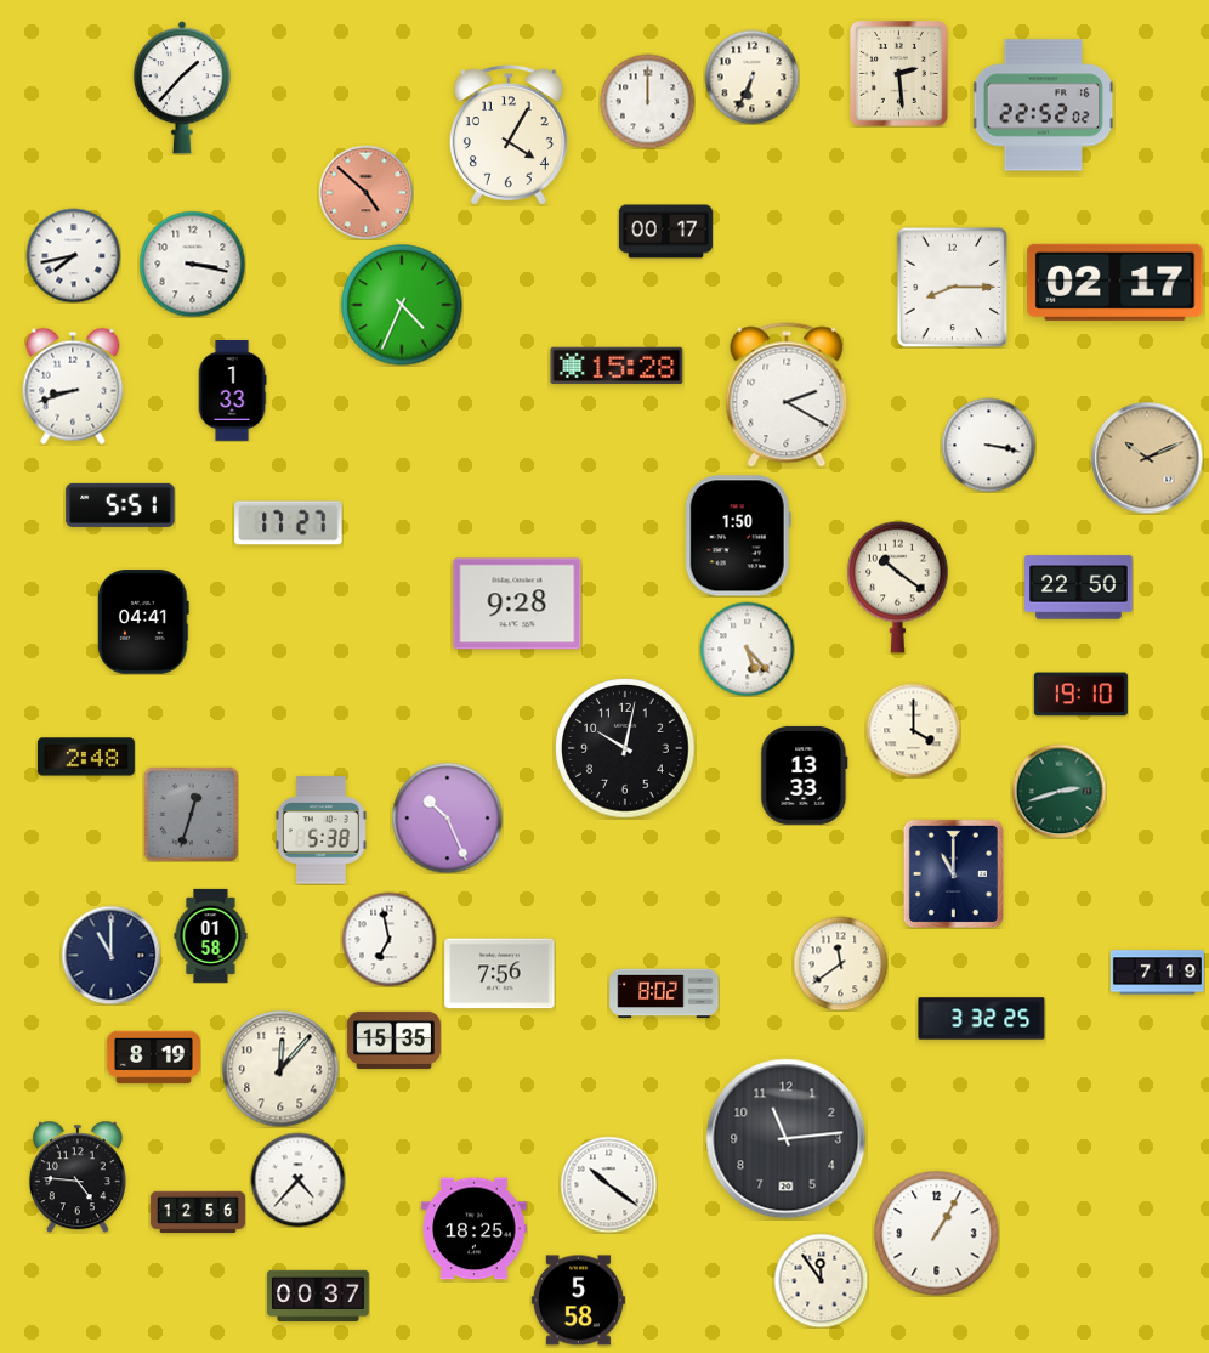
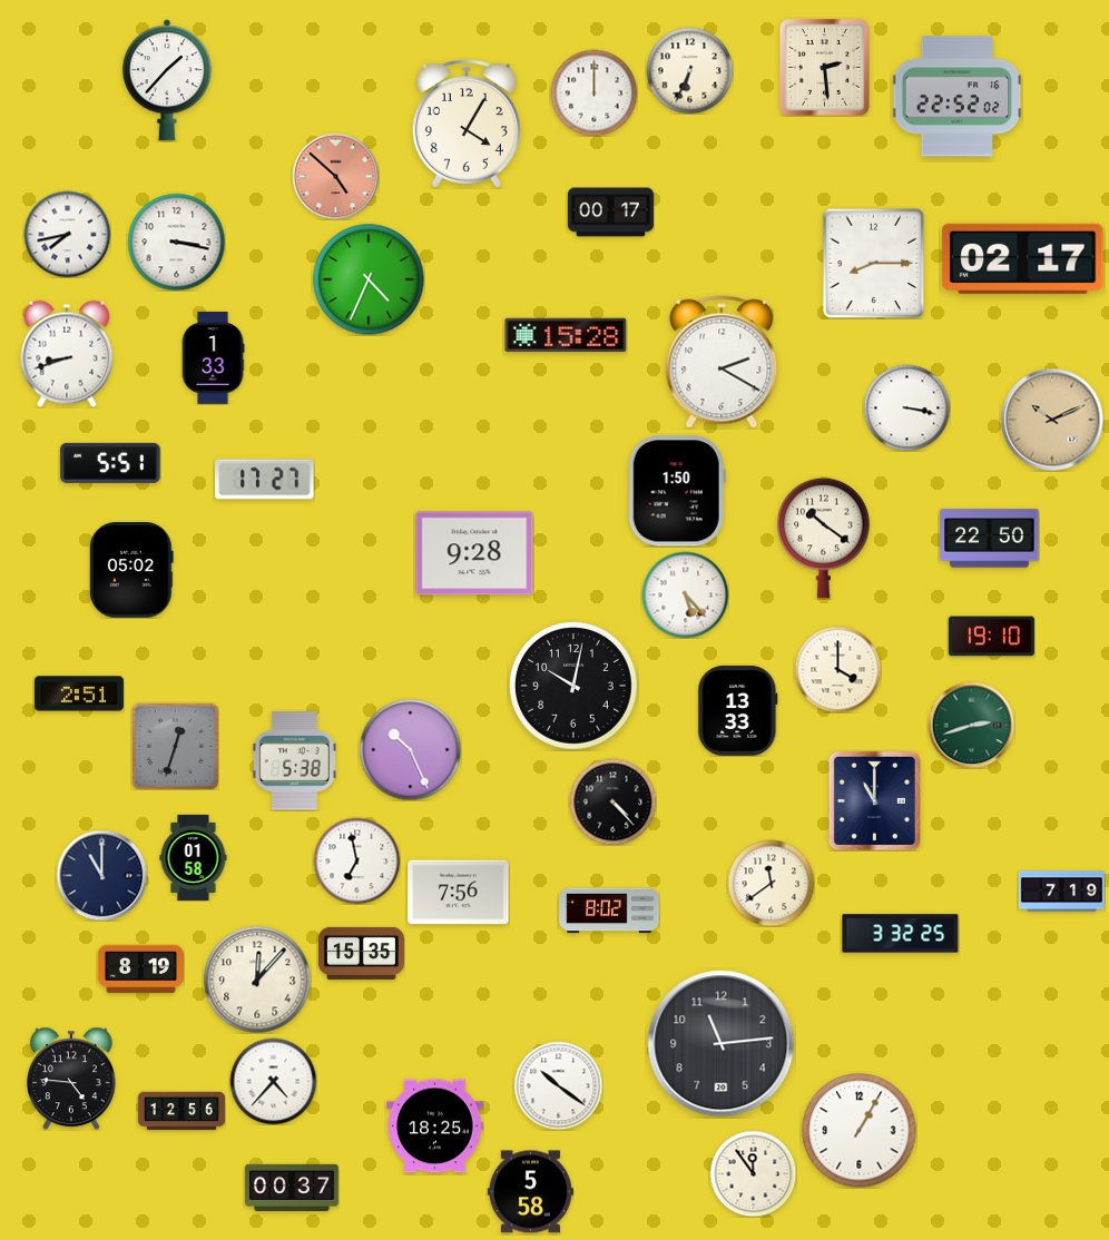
clock at (144, 622): 04:41 -> 05:02
clock at (86, 757): 2:48 -> 2:51
clock at (612, 801): none -> 4:23
